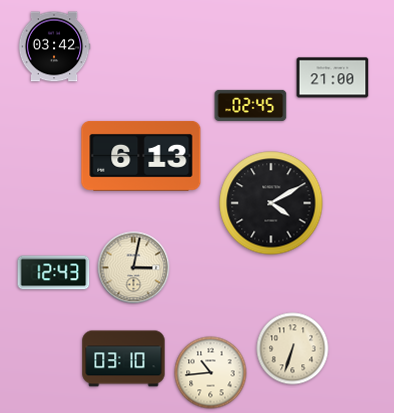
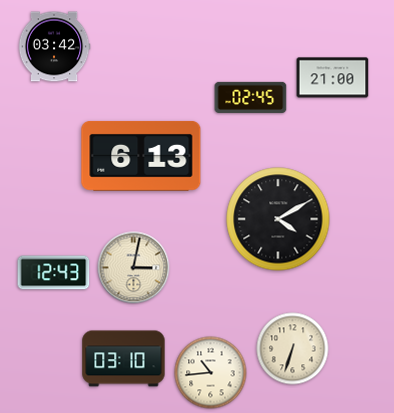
clock at (251, 105) position: (251, 105) -> (251, 97)
clock at (271, 203) position: (271, 203) -> (278, 219)
